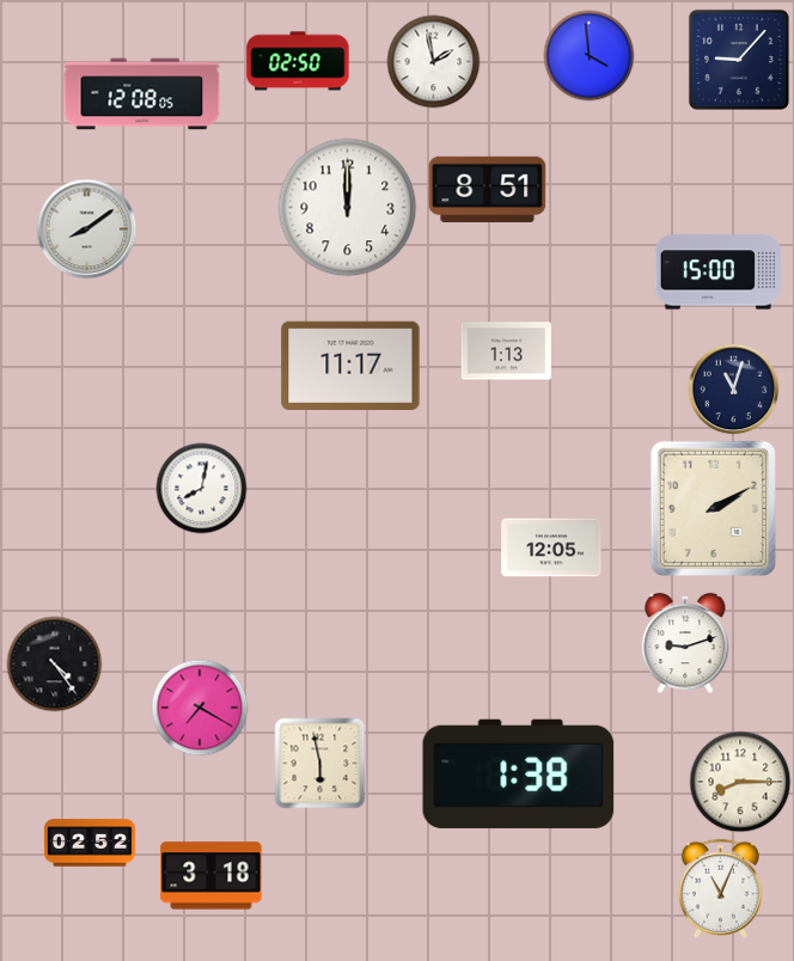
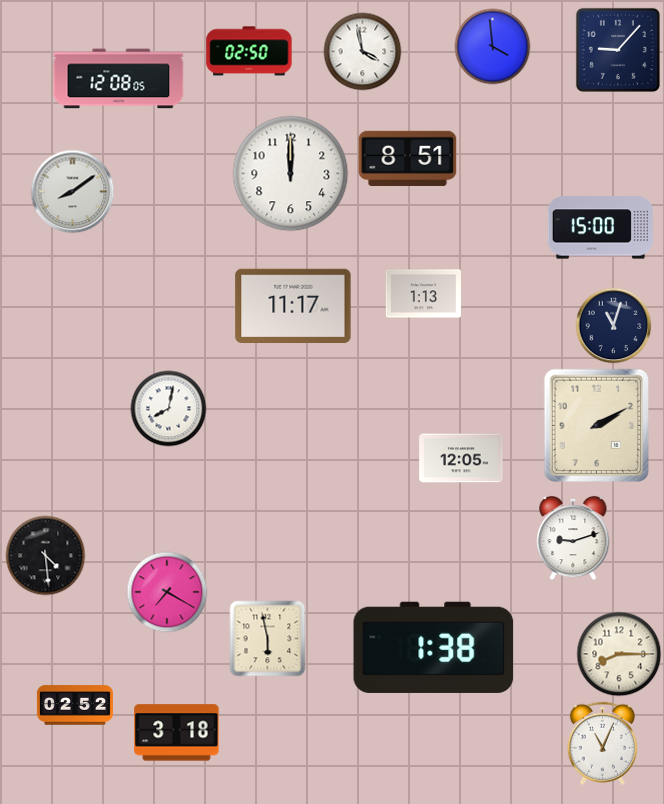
clock at (434, 62): 1:58 -> 3:58
clock at (55, 665): 4:24 -> 4:29
